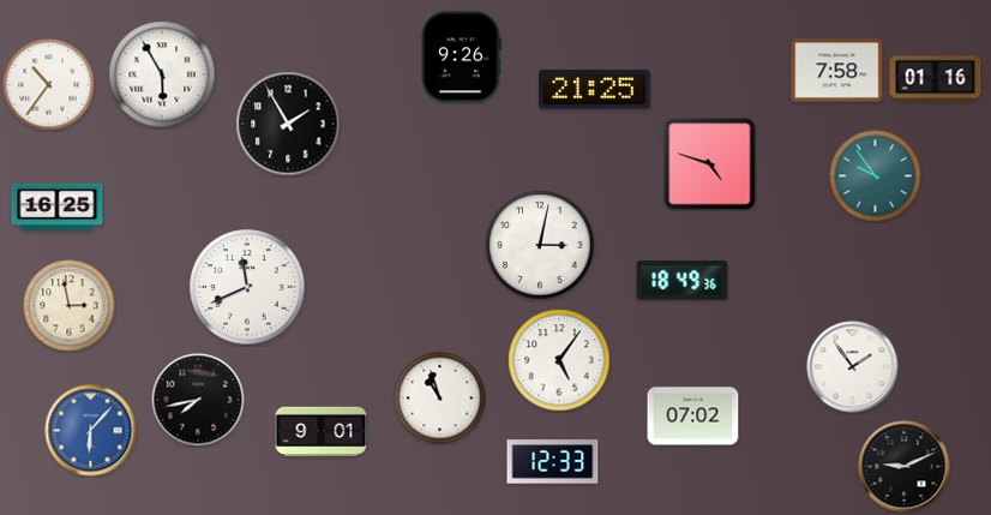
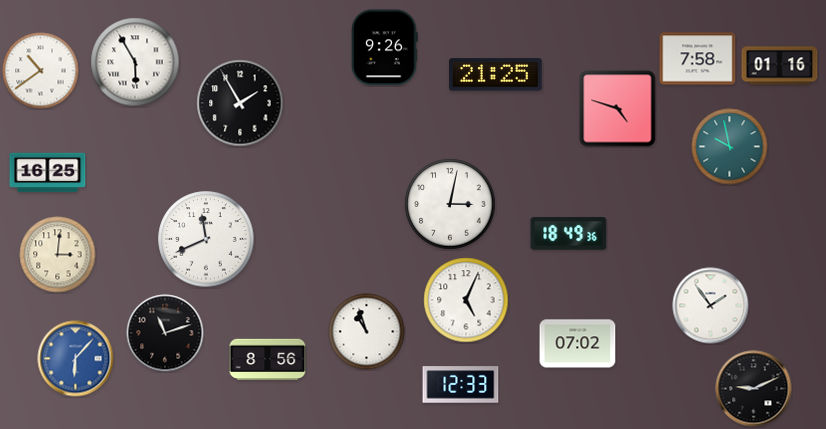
clock at (49, 85): 10:36 -> 10:39
clock at (710, 164) position: (710, 164) -> (618, 109)
clock at (876, 176): 9:54 -> 9:58
clock at (70, 306): 2:58 -> 3:01
clock at (559, 360): 5:06 -> 5:04
clock at (198, 400): 7:43 -> 11:12
clock at (693, 417) position: (693, 417) -> (578, 344)
clock at (322, 432): 9:01 -> 8:56
